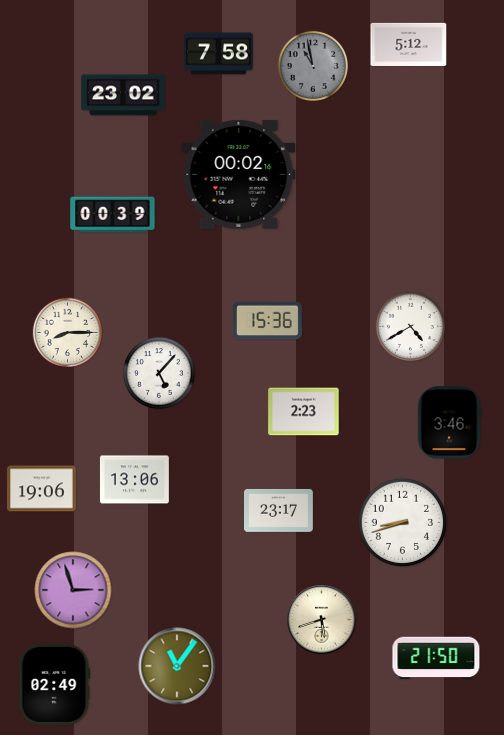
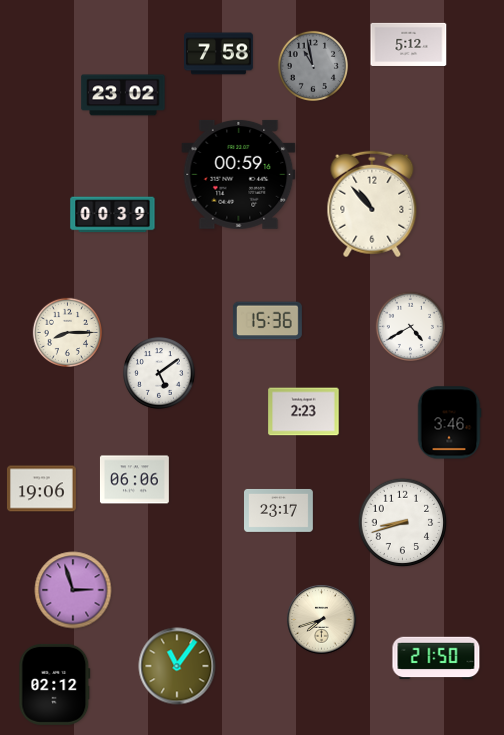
clock at (239, 174): 00:02 -> 00:59
clock at (372, 204): none -> 10:53
clock at (159, 373): 5:07 -> 5:09
clock at (134, 480): 13:06 -> 06:06
clock at (322, 620): 5:42 -> 7:42
clock at (55, 684): 02:49 -> 02:12
